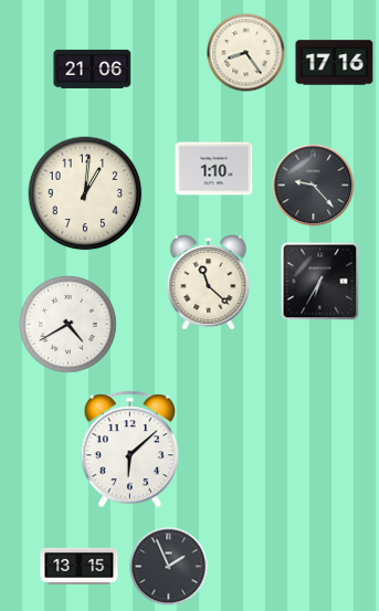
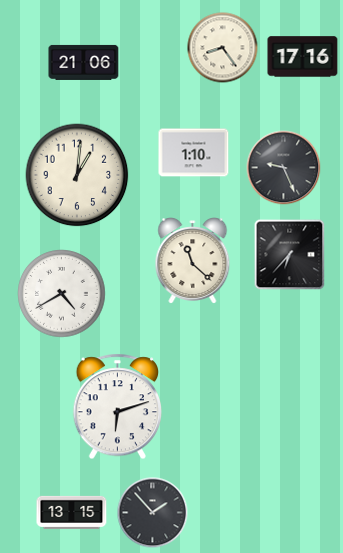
clock at (314, 186): 9:23 -> 9:26
clock at (320, 282): 6:35 -> 6:37
clock at (209, 283) position: (209, 283) -> (193, 261)
clock at (129, 450): 6:08 -> 6:12
clock at (169, 567): 1:56 -> 1:53
